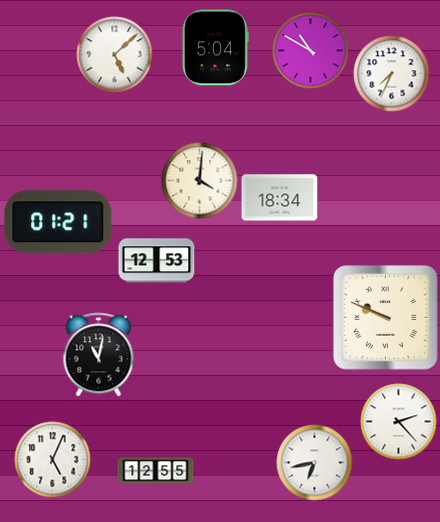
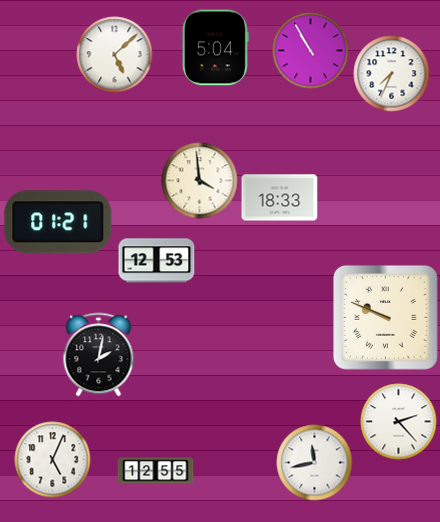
clock at (311, 51): 10:50 -> 10:55
clock at (200, 181): 4:01 -> 3:59
clock at (280, 198): 18:34 -> 18:33
clock at (99, 355): 11:02 -> 2:02
clock at (315, 463): 6:43 -> 11:43
